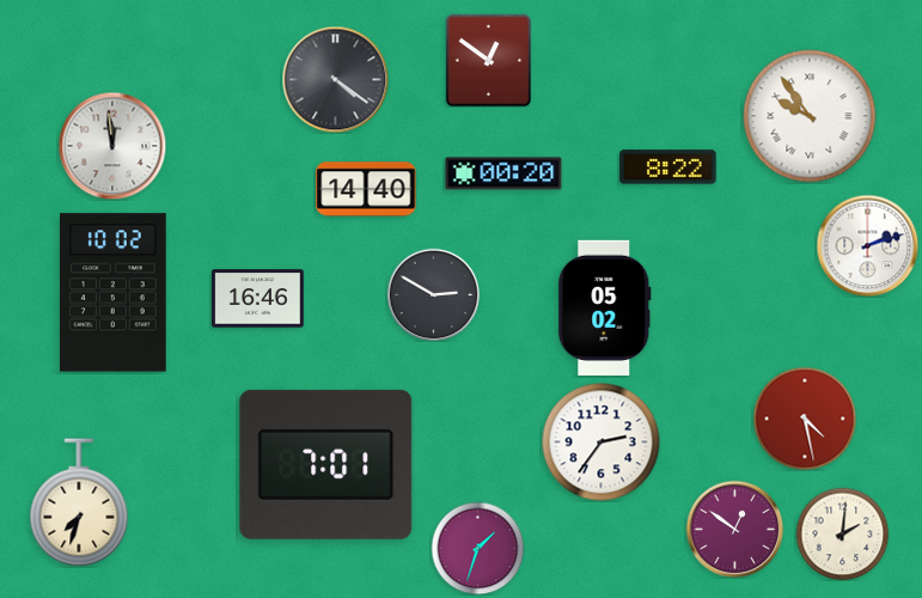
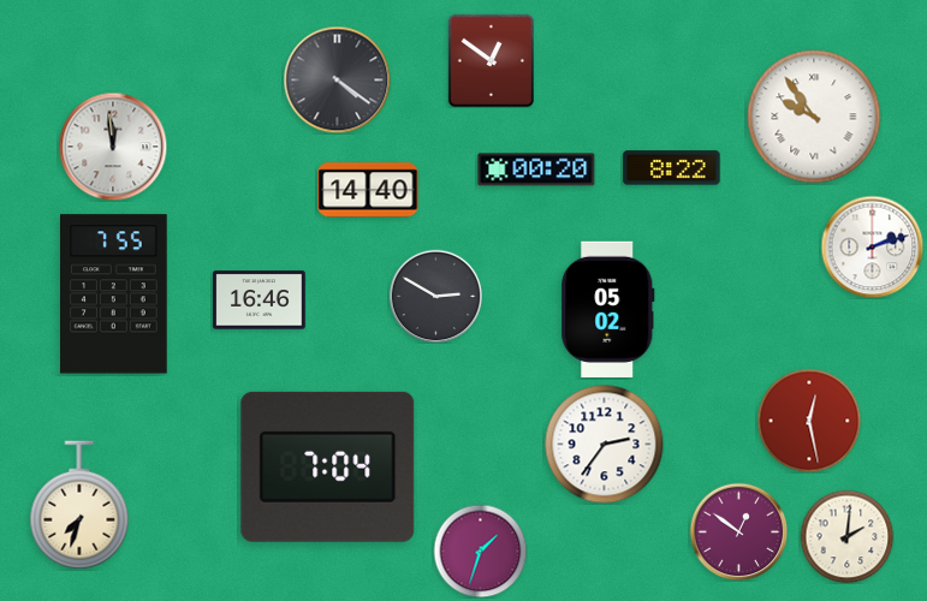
clock at (503, 173) position: (503, 173) -> (536, 169)
clock at (114, 293): 10:02 -> 7:55
clock at (805, 419): 4:28 -> 12:28
clock at (326, 464): 7:01 -> 7:04
